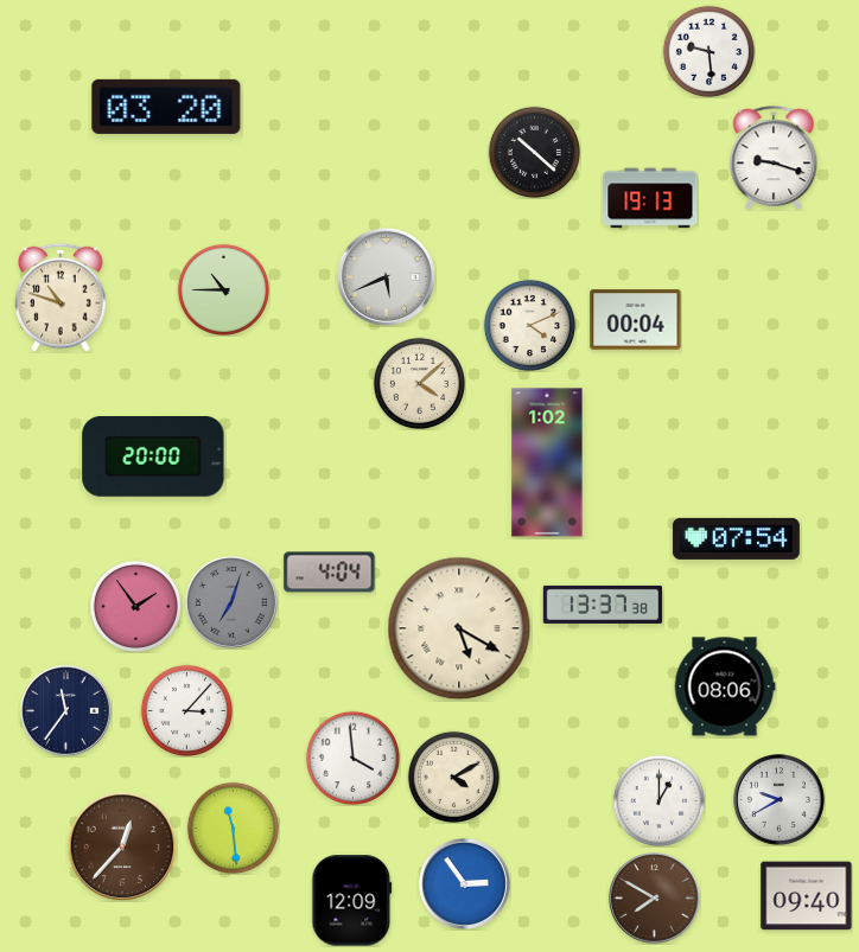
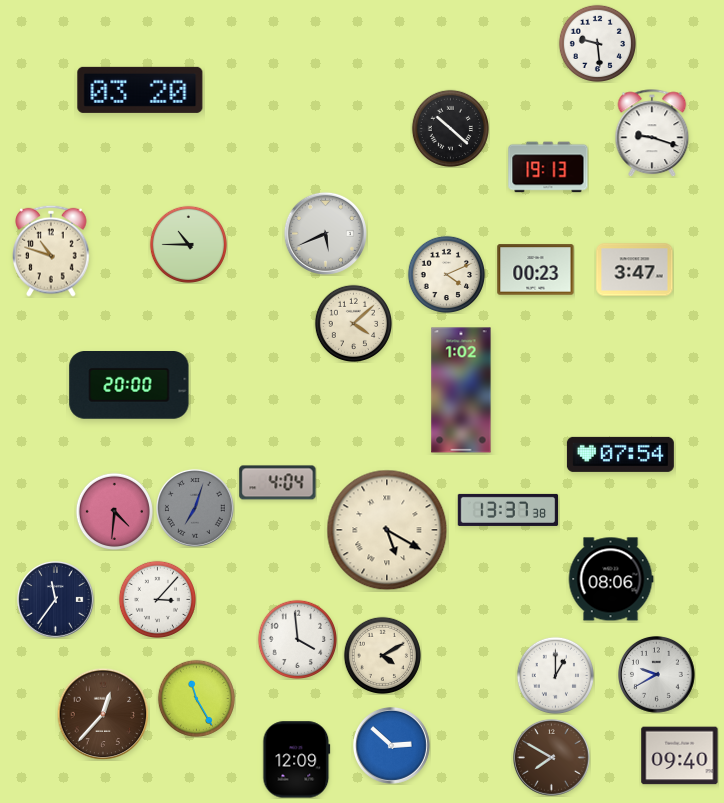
clock at (636, 320): 00:04 -> 00:23
clock at (635, 270): none -> 3:47
clock at (135, 606): 1:54 -> 4:31
clock at (233, 828): 11:29 -> 11:25
clock at (465, 884): 2:54 -> 2:52
